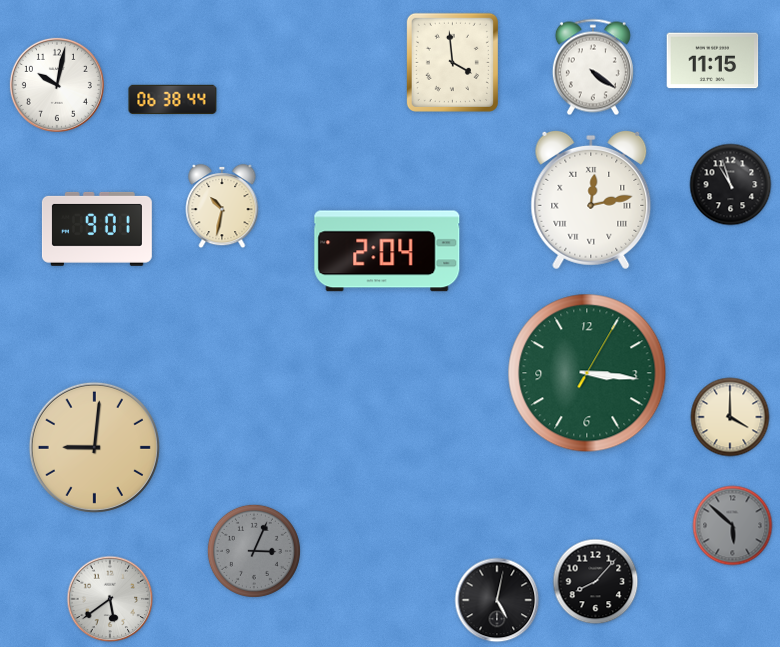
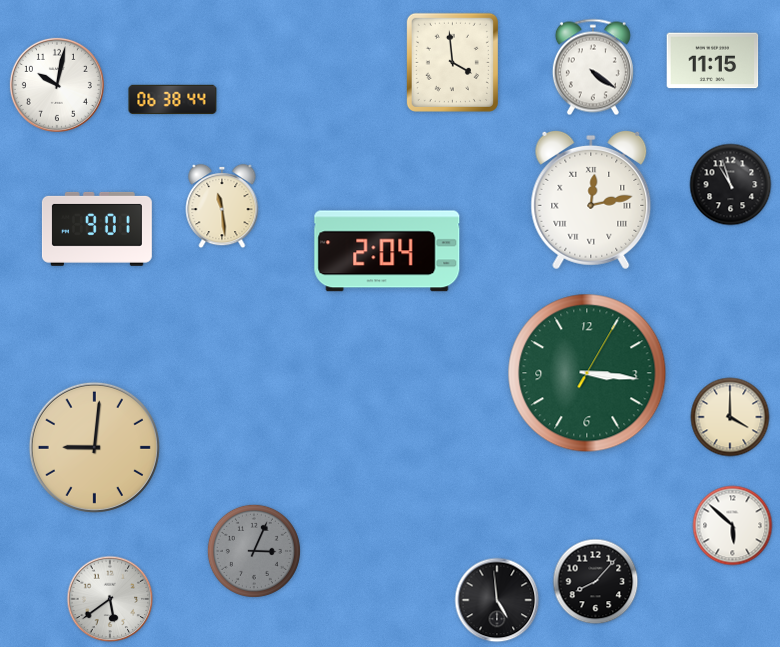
clock at (222, 206): 10:32 -> 11:29
clock at (733, 526) dial: grey -> white
clock at (497, 600): 5:02 -> 4:59
